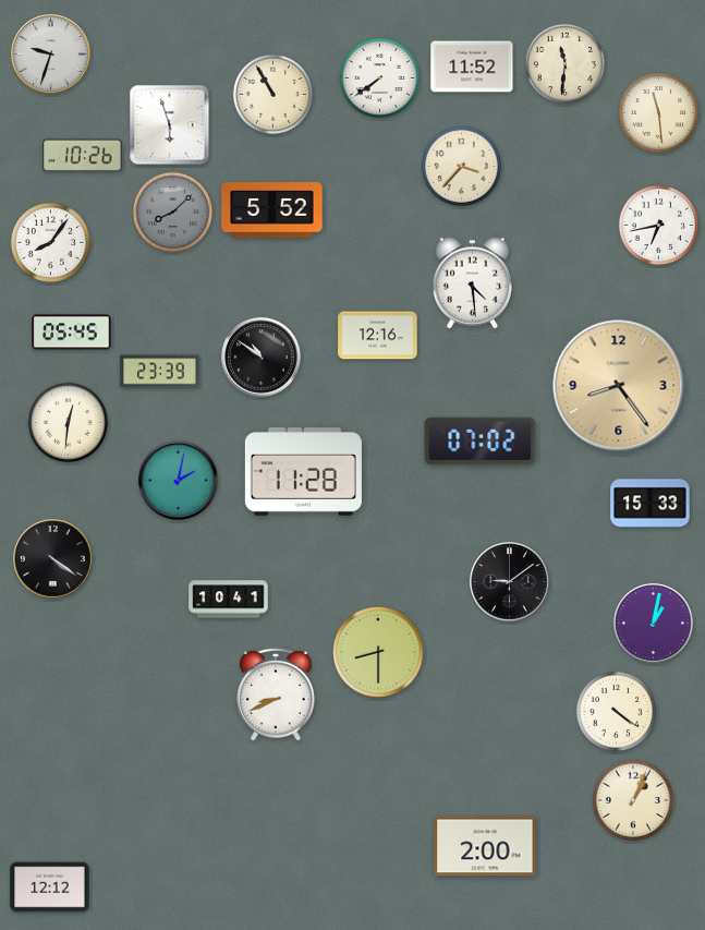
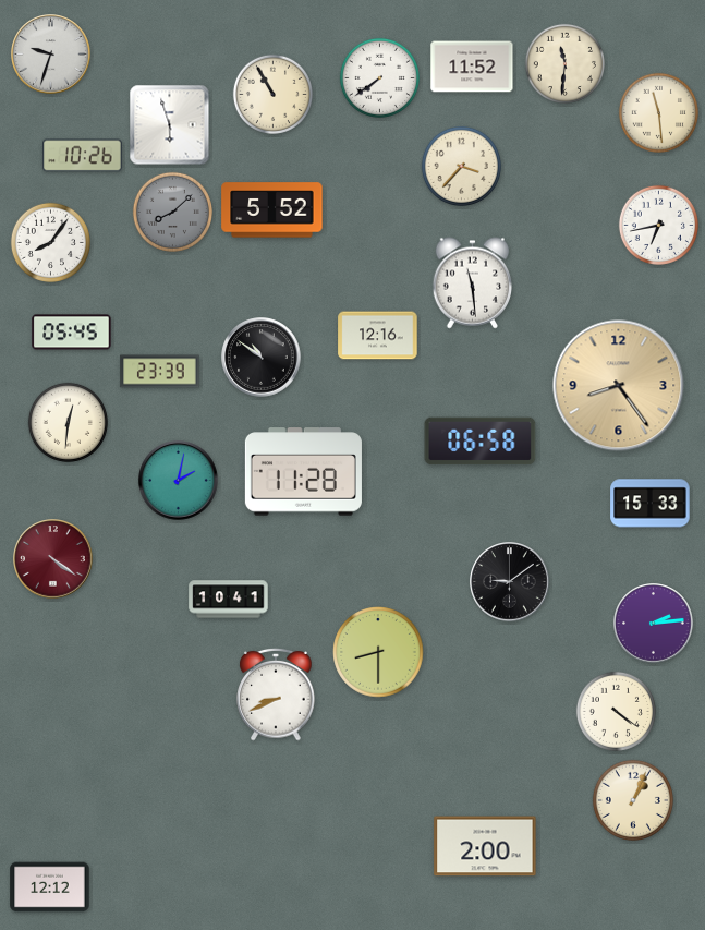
clock at (472, 283): 4:29 -> 11:29
clock at (481, 442): 07:02 -> 06:58
clock at (53, 559) dial: black -> burgundy
clock at (654, 624): 1:02 -> 2:14
